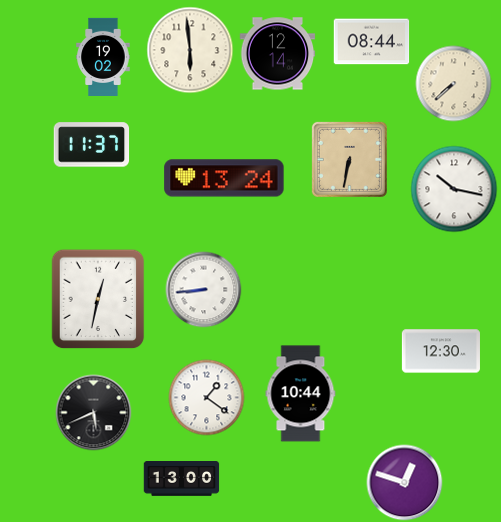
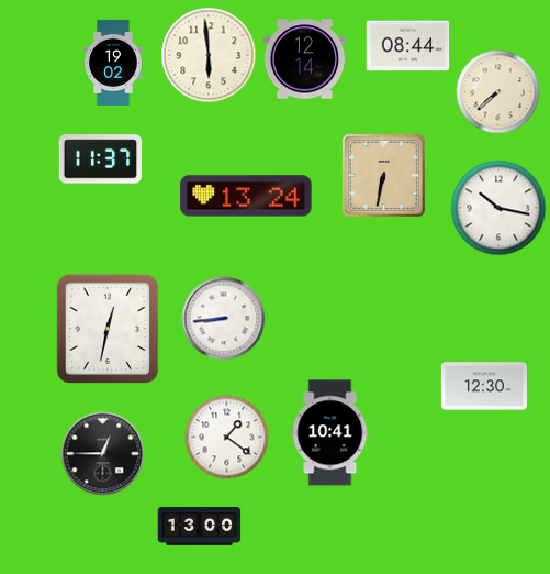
clock at (301, 394): 10:44 -> 10:41
clock at (94, 413): 5:41 -> 12:45
clock at (405, 483): 12:48 -> none
